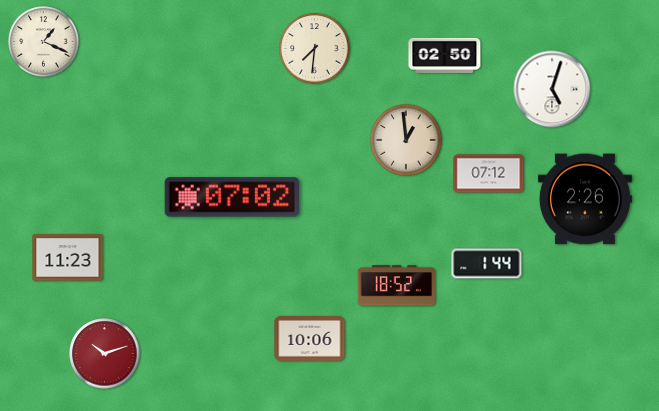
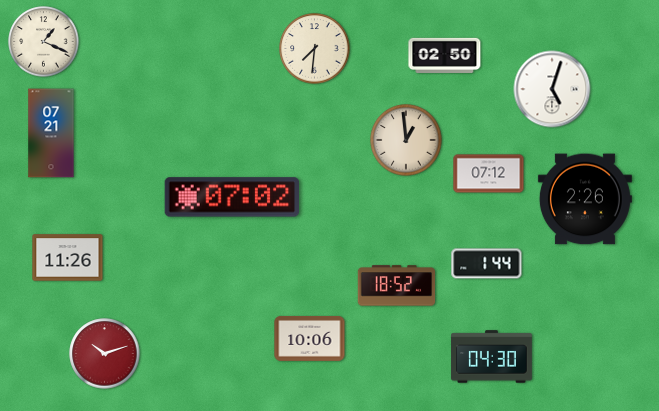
clock at (51, 133): none -> 07:21
clock at (68, 258): 11:23 -> 11:26
clock at (492, 357): none -> 04:30
